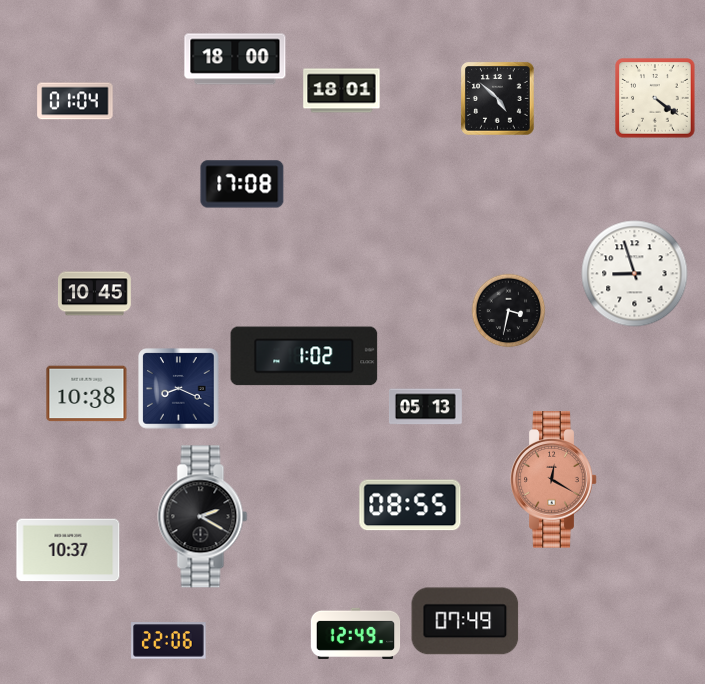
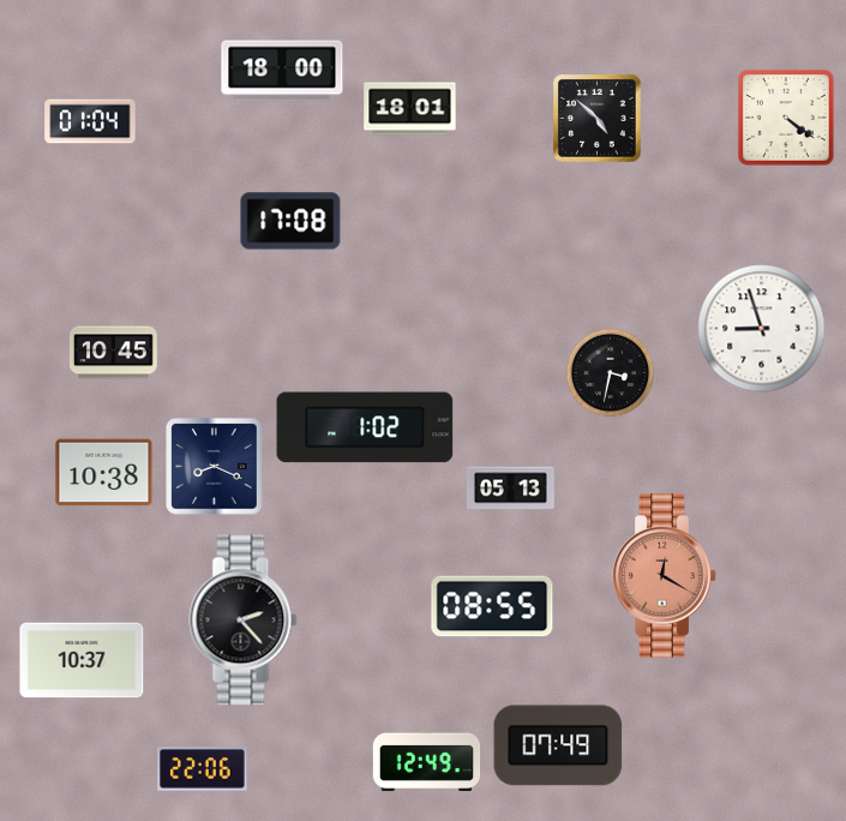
clock at (203, 517): 2:20 -> 2:23
